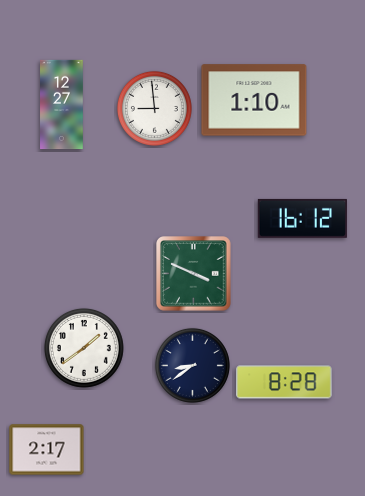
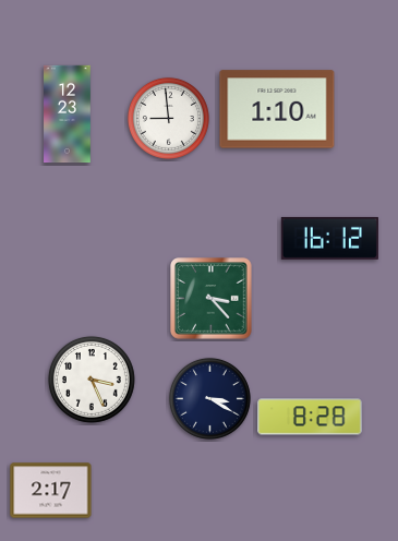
clock at (62, 105): 12:27 -> 12:23
clock at (194, 274): 3:49 -> 3:23
clock at (84, 348): 1:39 -> 3:26
clock at (192, 365): 8:39 -> 3:20
